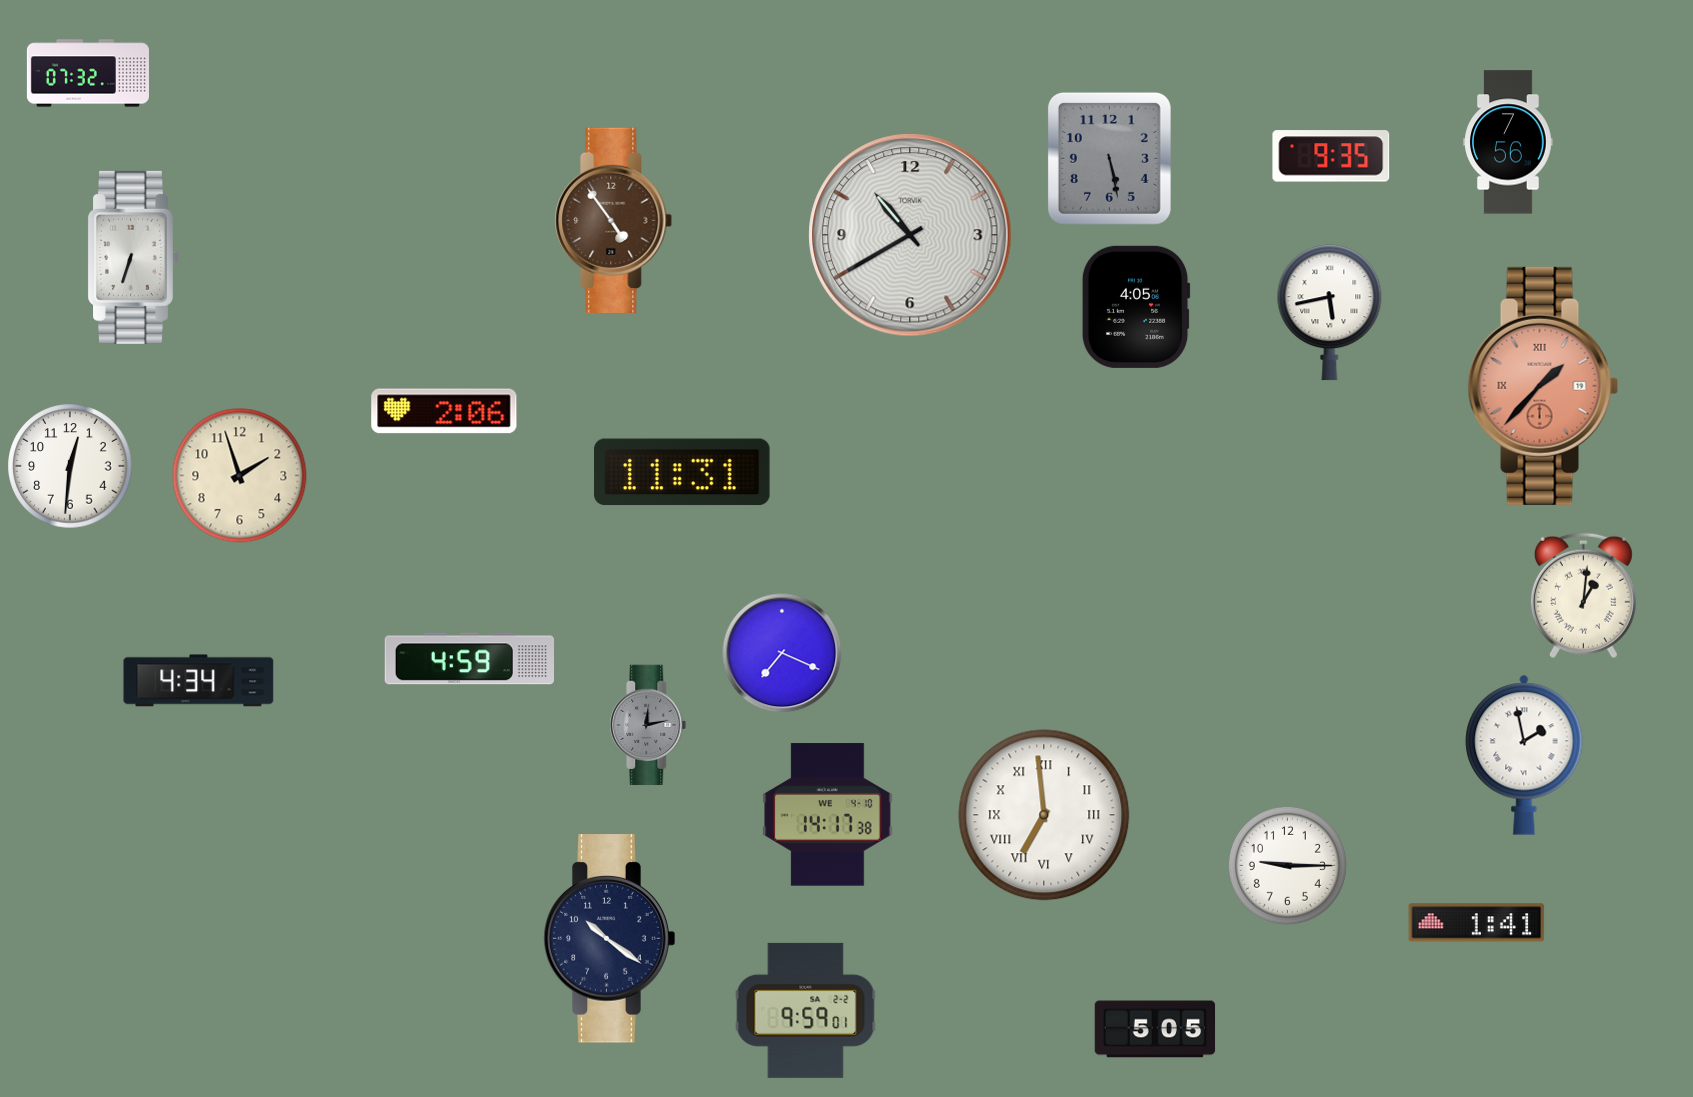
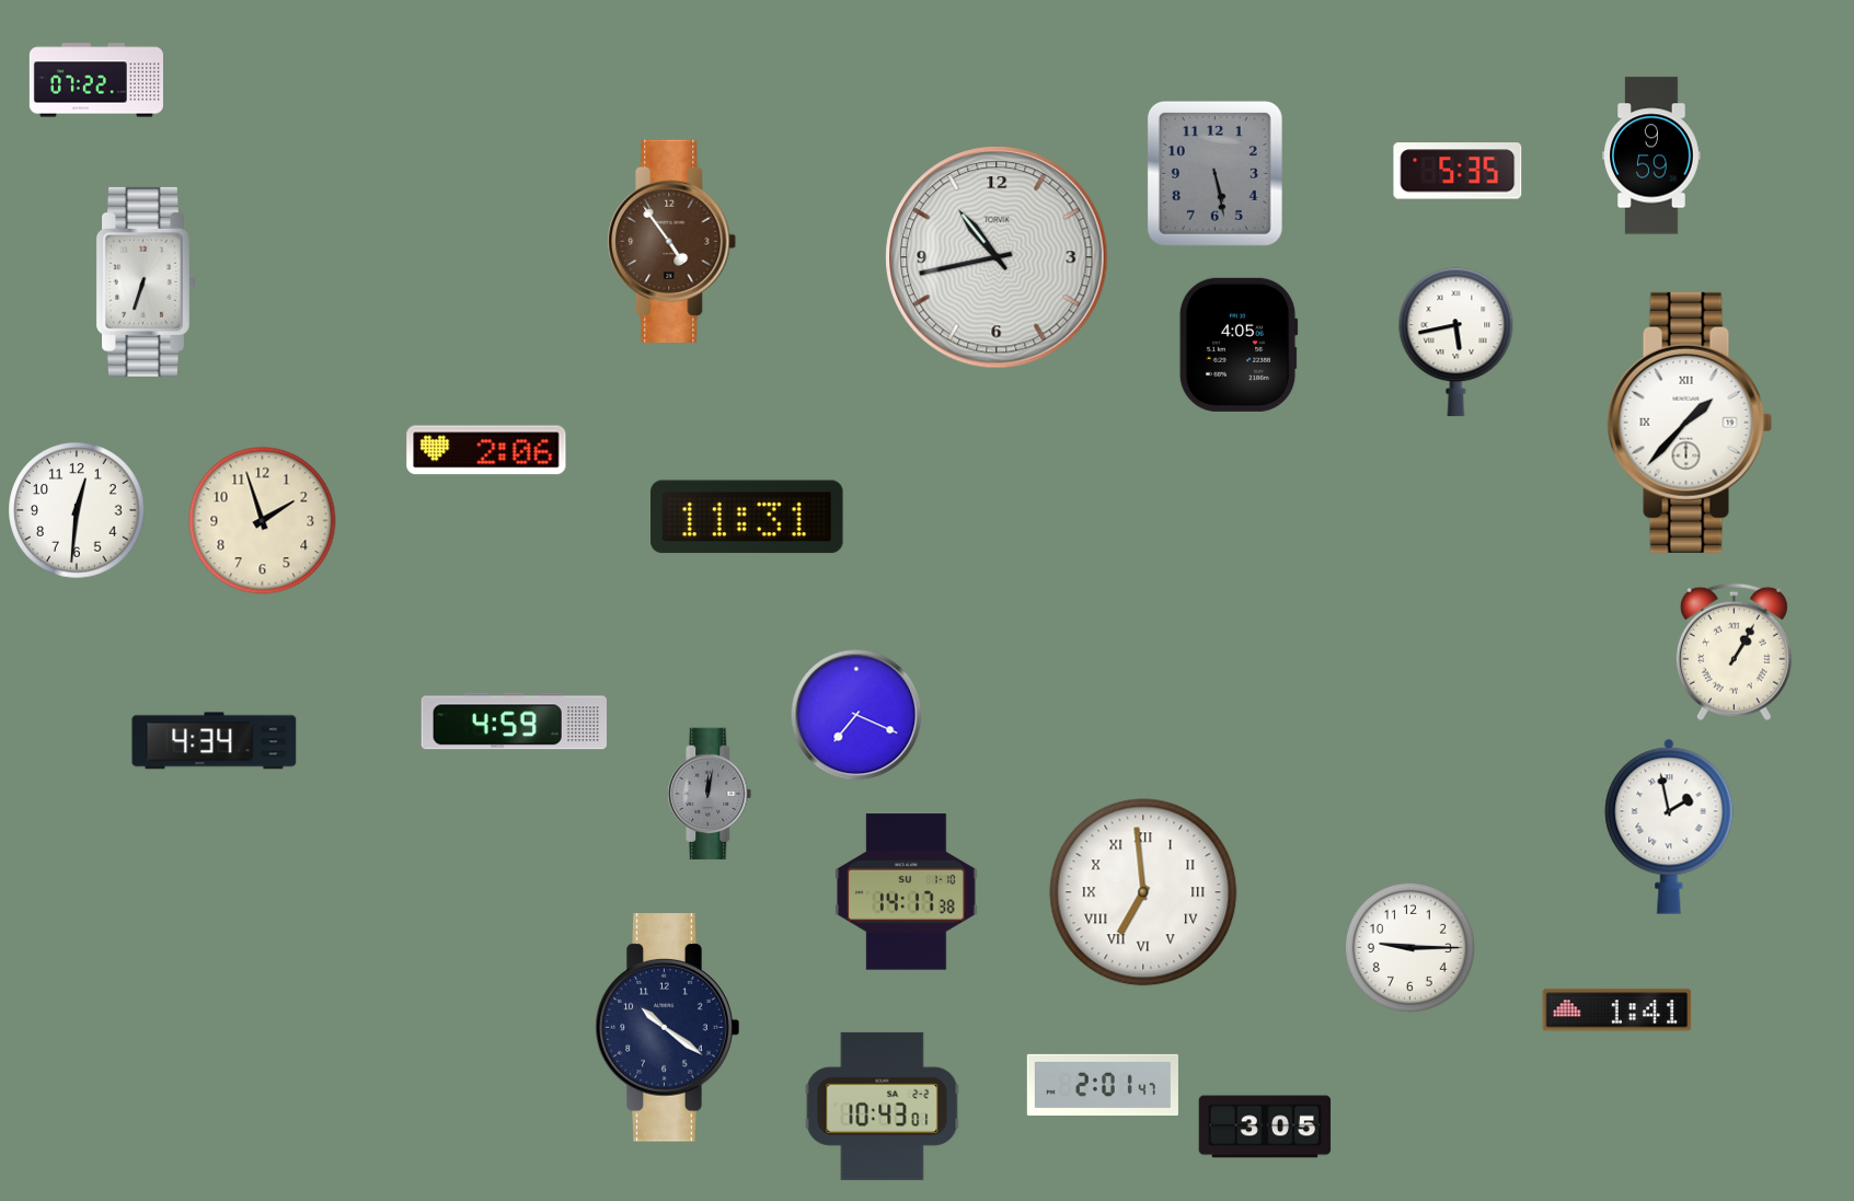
clock at (88, 73): 07:32 -> 07:22
clock at (1508, 142): 7:56 -> 9:59
clock at (1331, 156): 9:35 -> 5:35
clock at (910, 235): 10:40 -> 10:43
clock at (1136, 307) position: (1136, 307) -> (1239, 345)
clock at (1543, 386) dial: salmon -> white
clock at (1583, 596): 1:01 -> 1:05
clock at (199, 681) position: (199, 681) -> (215, 741)
clock at (648, 725): 12:13 -> 12:02
clock at (828, 815) date: WE 4-10 -> SU 1-10
clock at (1103, 1085): none -> 2:01
clock at (806, 1010): 9:59 -> 10:43
clock at (1155, 1029): 5:05 -> 3:05
